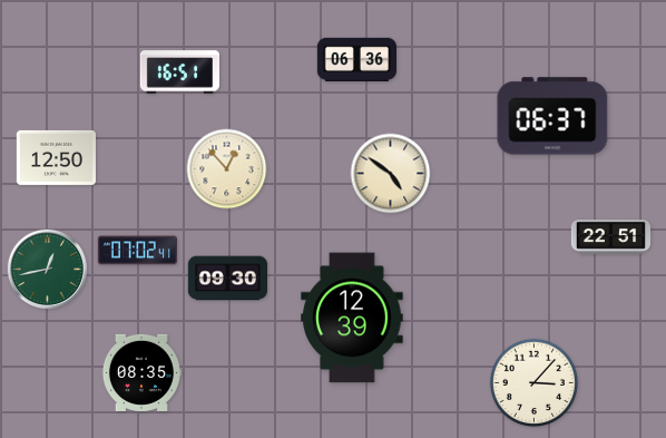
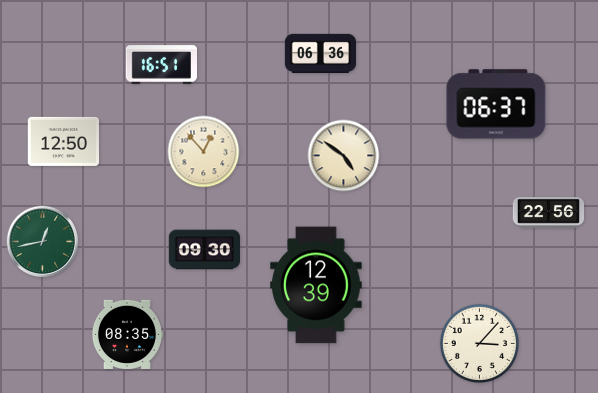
clock at (56, 157) position: (56, 157) -> (63, 141)
clock at (391, 174) position: (391, 174) -> (344, 156)
clock at (611, 237): 22:51 -> 22:56
clock at (137, 251): 07:02 -> none
